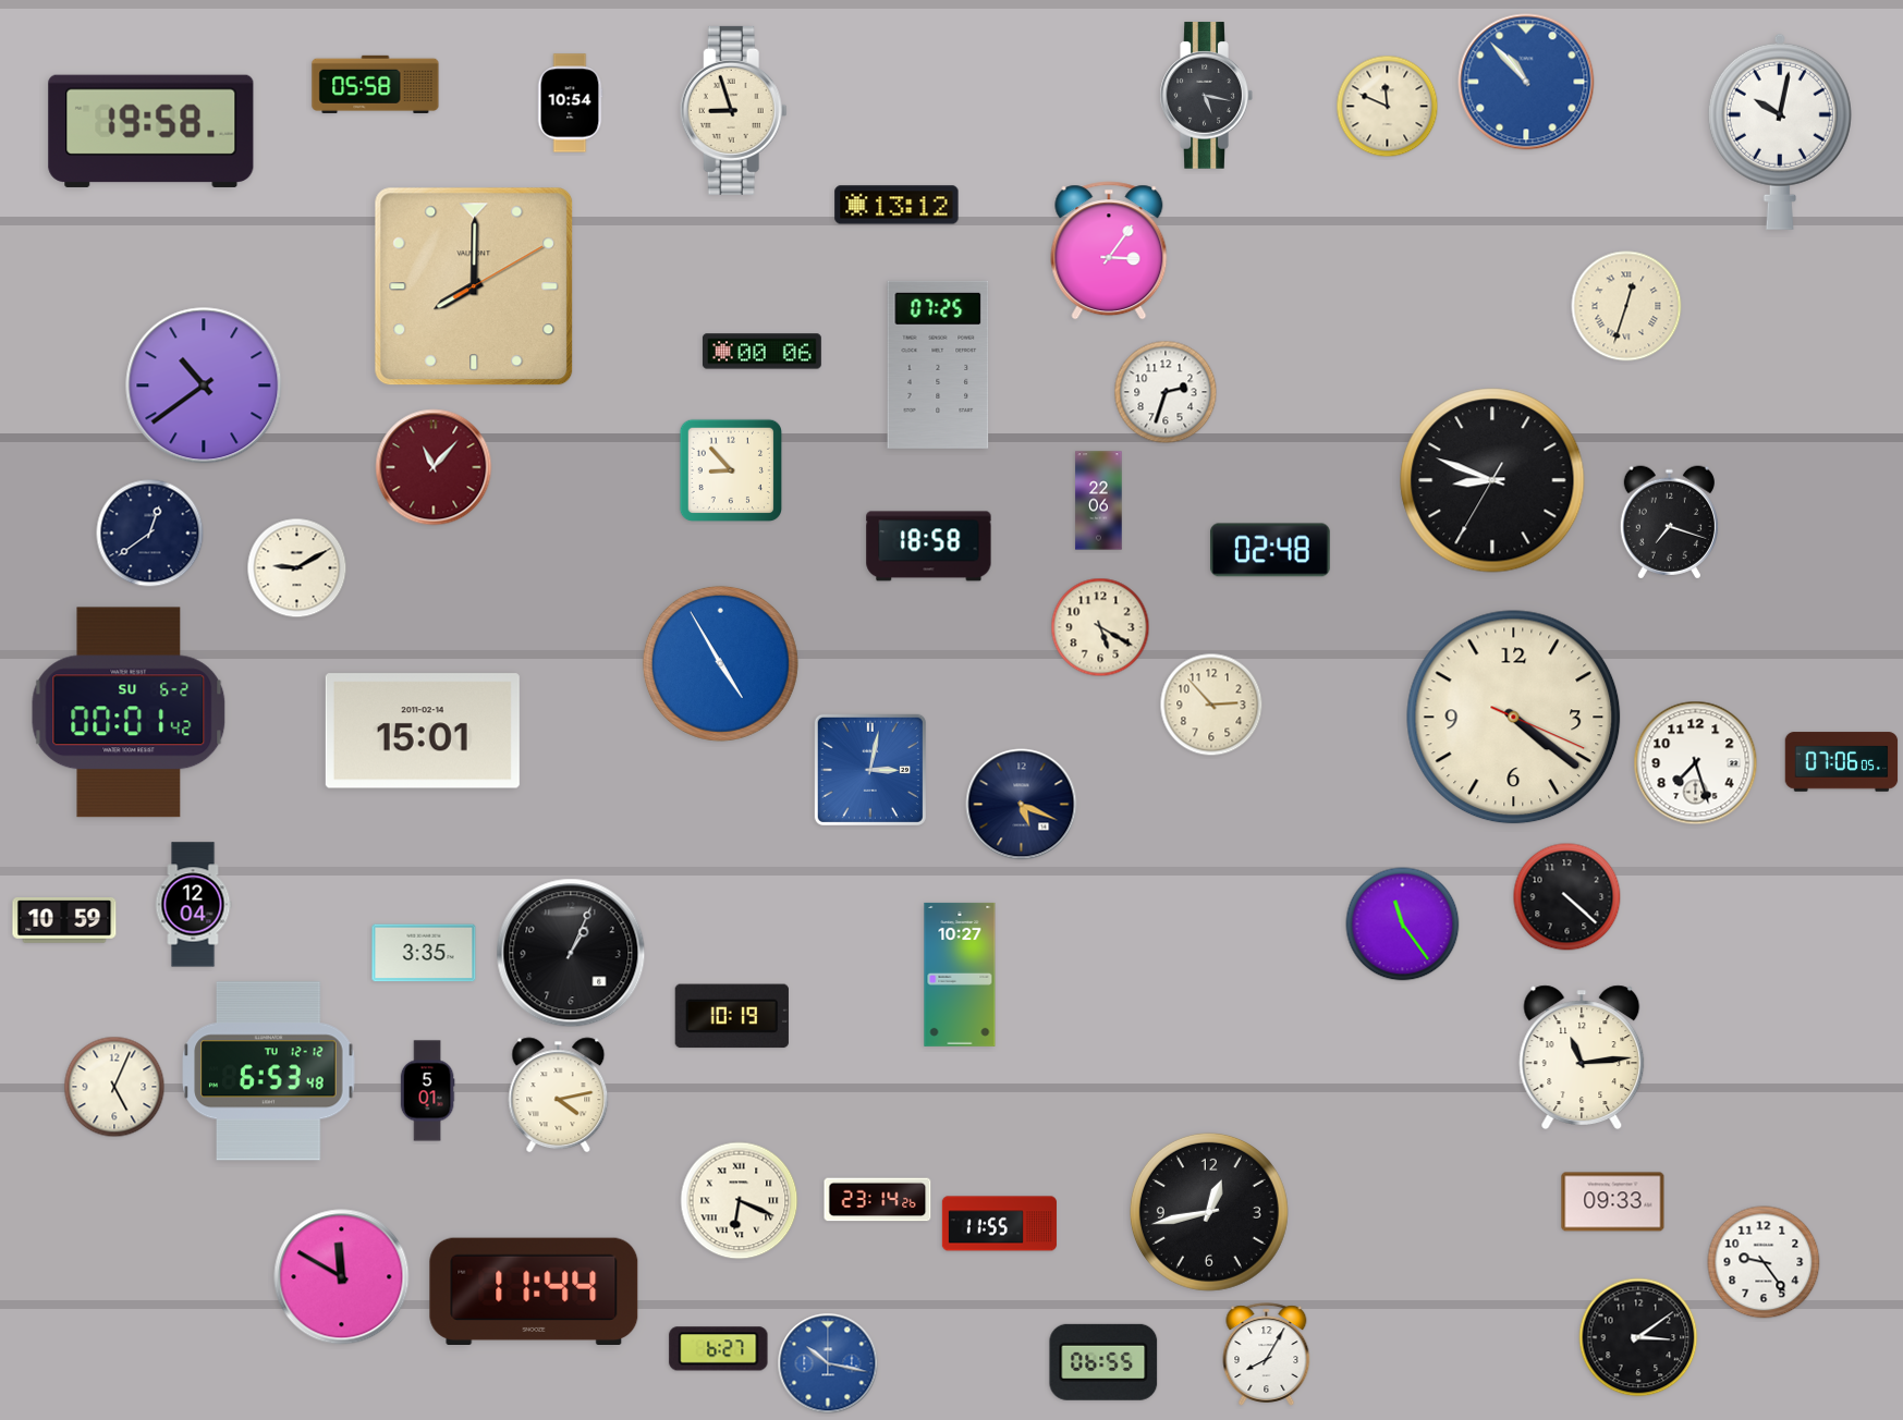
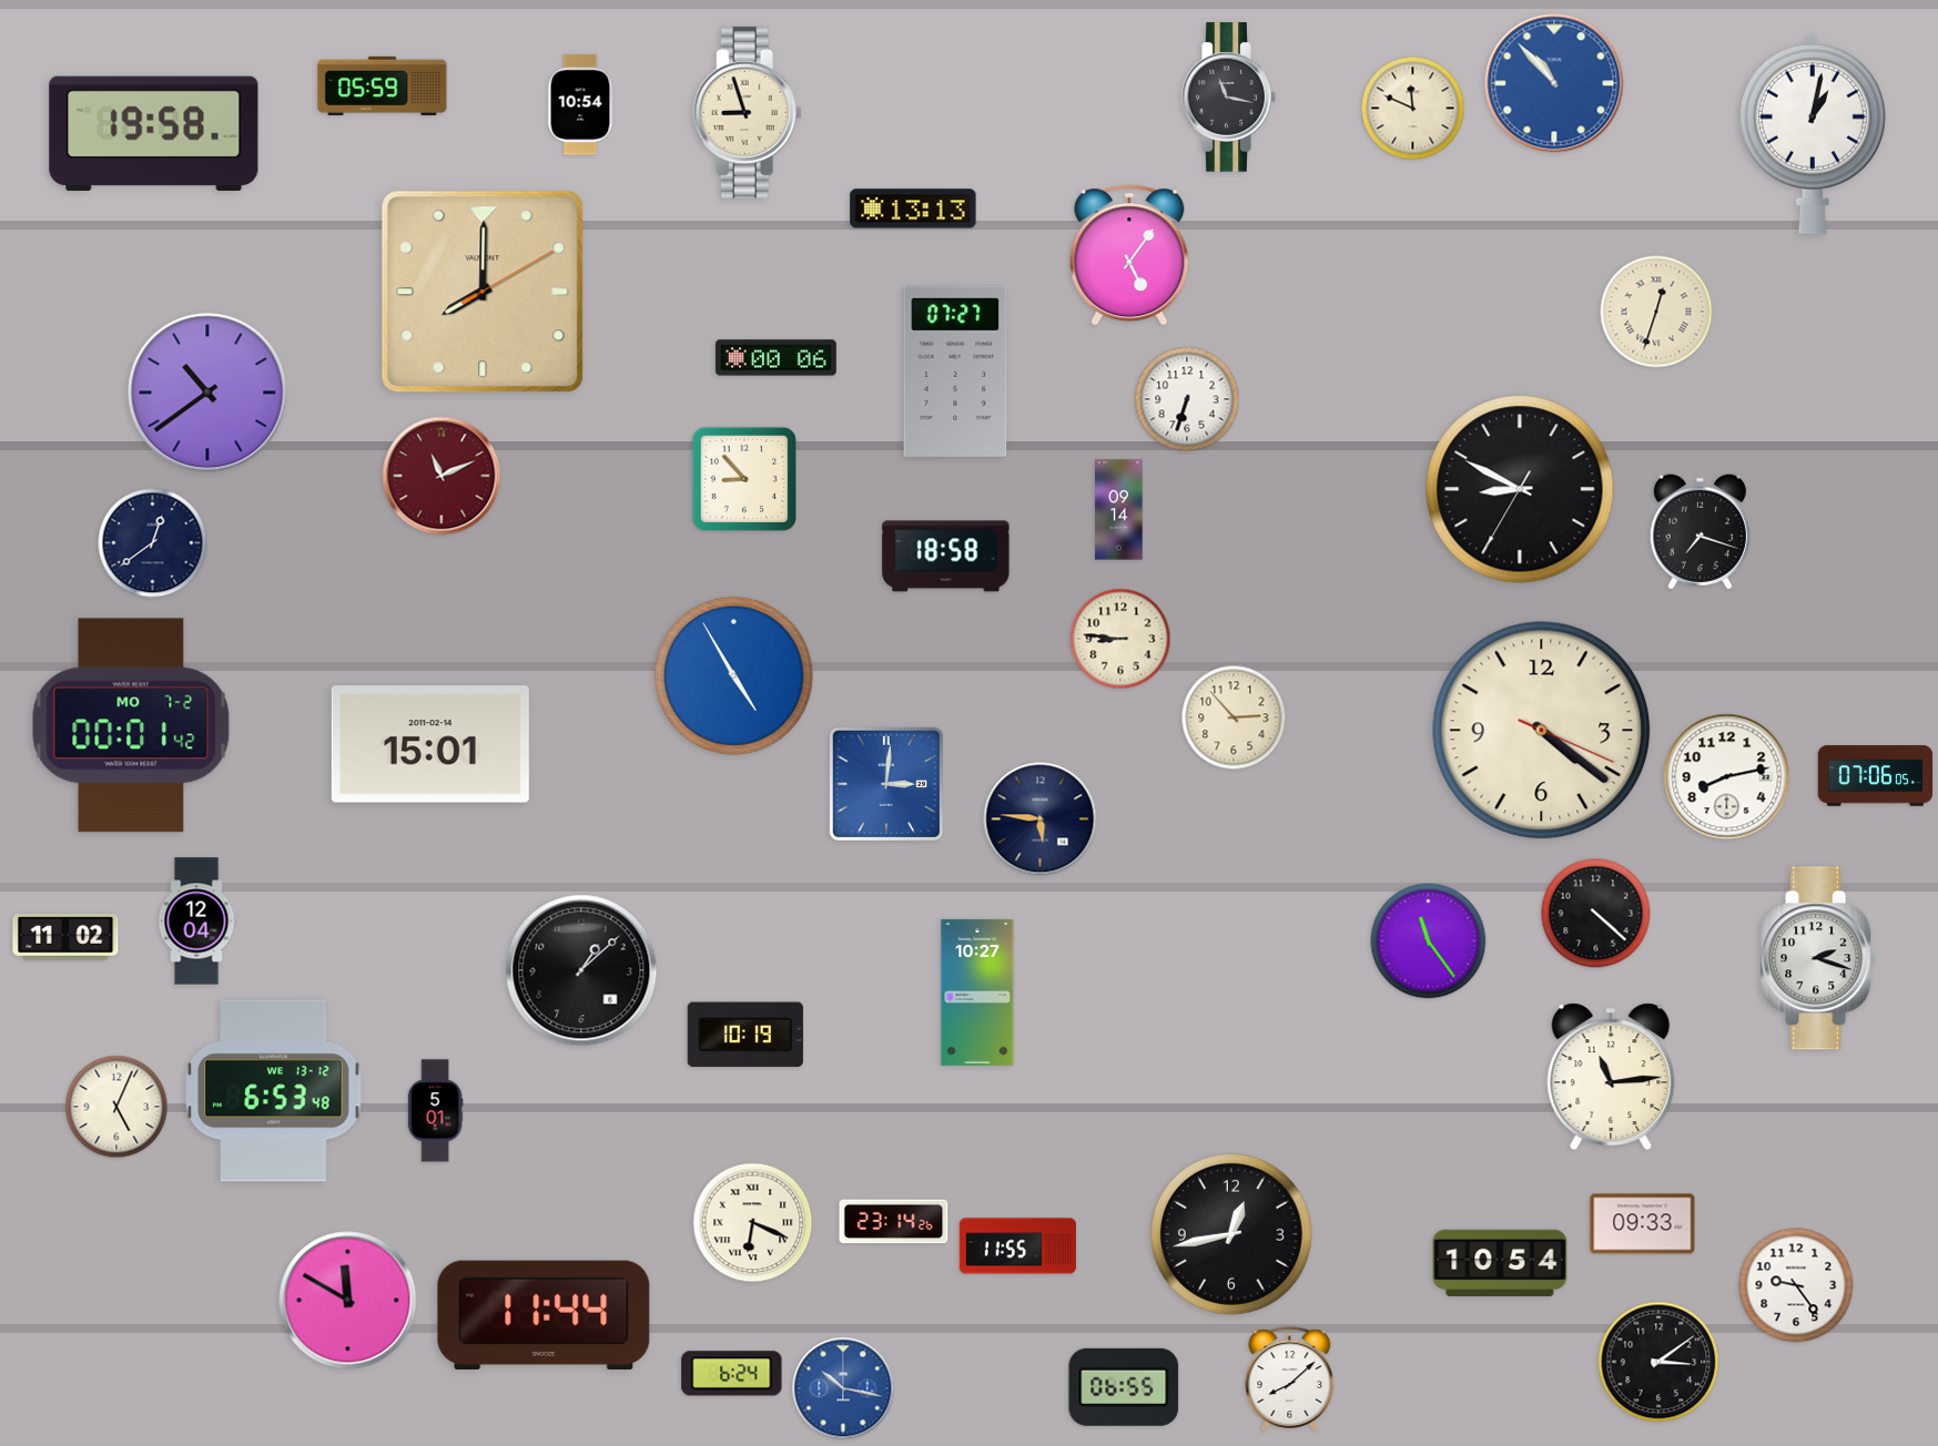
clock at (376, 84): 05:58 -> 05:59
clock at (1206, 96): 5:17 -> 11:17
clock at (1780, 132): 10:02 -> 1:02
clock at (896, 205): 13:12 -> 13:13
clock at (1109, 250): 3:06 -> 5:06
clock at (938, 365): 07:25 -> 07:27
clock at (1166, 392): 2:33 -> 6:33
clock at (434, 467): 11:07 -> 11:11
clock at (1492, 480): 8:48 -> 8:49
clock at (1099, 501): 22:06 -> 09:14
clock at (1271, 550): 02:48 -> none
clock at (297, 568): 9:10 -> none
clock at (1100, 627): 5:20 -> 8:46
clock at (129, 712) date: SU 6-2 -> MO 7-2
clock at (1696, 763): 7:27 -> 8:13
clock at (870, 770): 3:02 -> 3:01
clock at (1022, 805): 5:19 -> 5:46
clock at (64, 921): 10:59 -> 11:02
clock at (1818, 958): none -> 2:18
clock at (424, 953): 3:35 -> none
clock at (571, 953): 1:04 -> 1:08
clock at (269, 1072) date: TU 12-12 -> WE 13-12
clock at (559, 1095): 4:13 -> none
clock at (1500, 1263): none -> 10:54
clock at (1638, 1337) position: (1638, 1337) -> (1658, 1362)
clock at (719, 1349): 6:27 -> 6:24
clock at (1267, 1355): 8:05 -> 8:08
